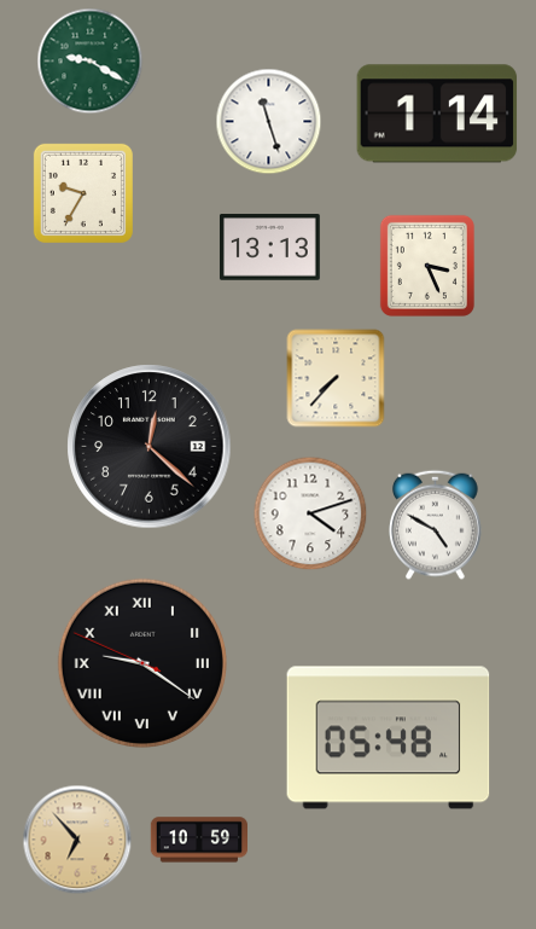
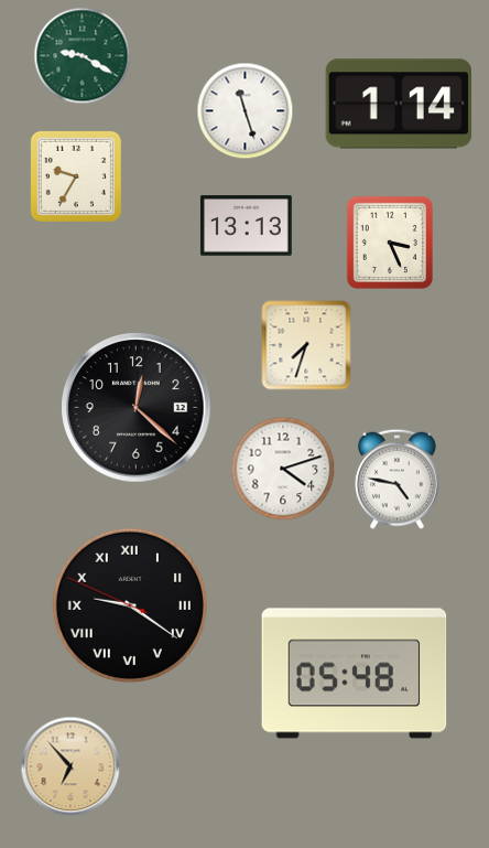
clock at (336, 378): 7:37 -> 7:33
clock at (436, 524): 4:50 -> 4:47
clock at (198, 840): 10:59 -> none
